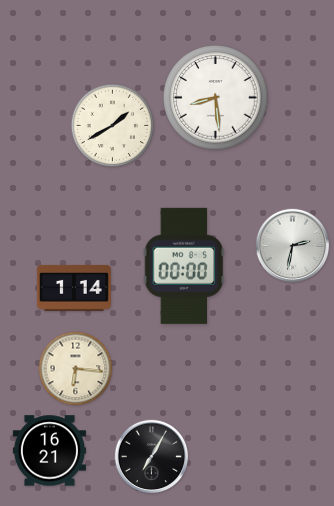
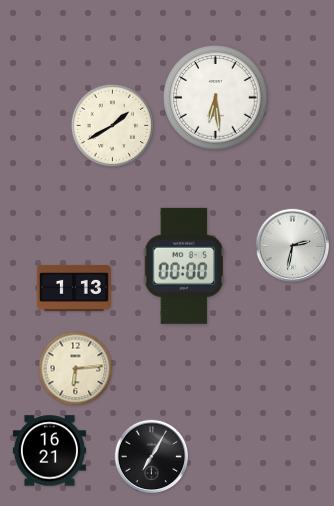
clock at (216, 98): 8:29 -> 6:29
clock at (74, 288): 1:14 -> 1:13
clock at (76, 369): 6:16 -> 6:14
